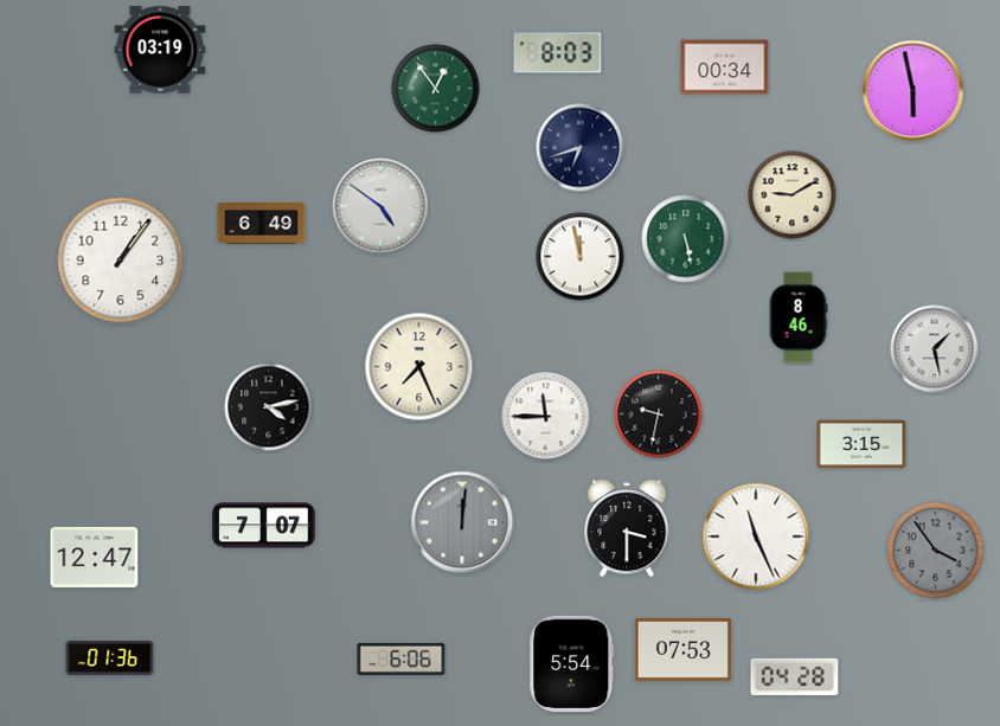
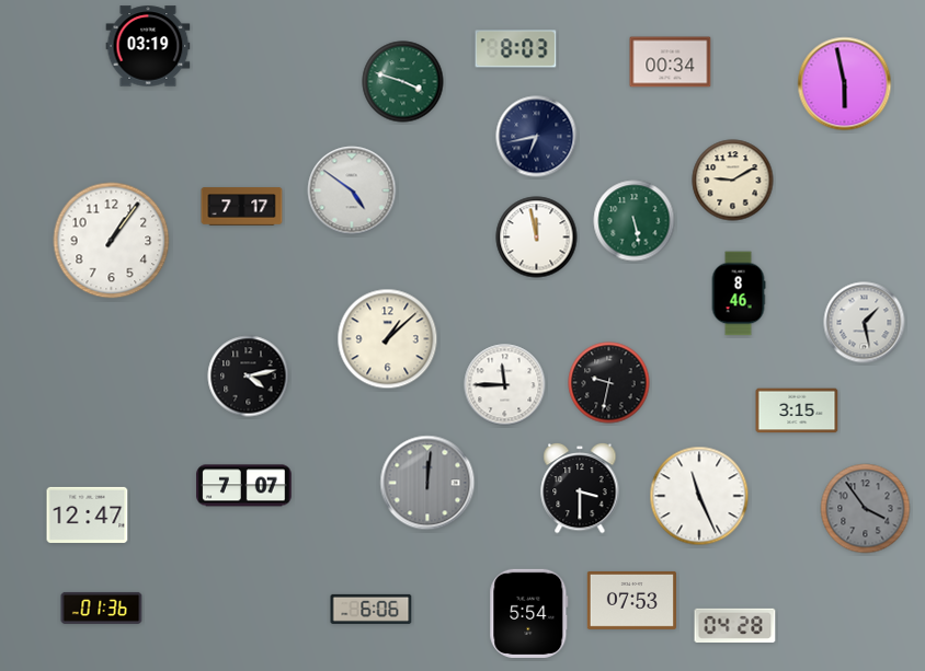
clock at (436, 89): 12:54 -> 3:48
clock at (581, 148): 6:42 -> 6:43
clock at (262, 224): 6:49 -> 7:17
clock at (419, 367): 7:26 -> 1:08
